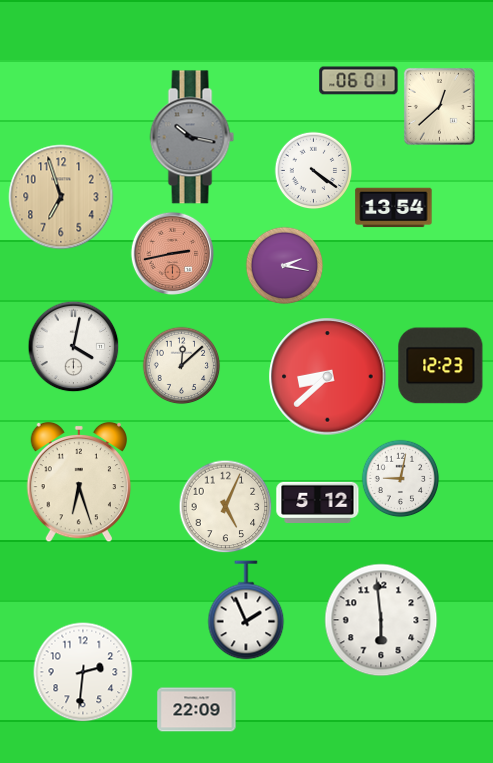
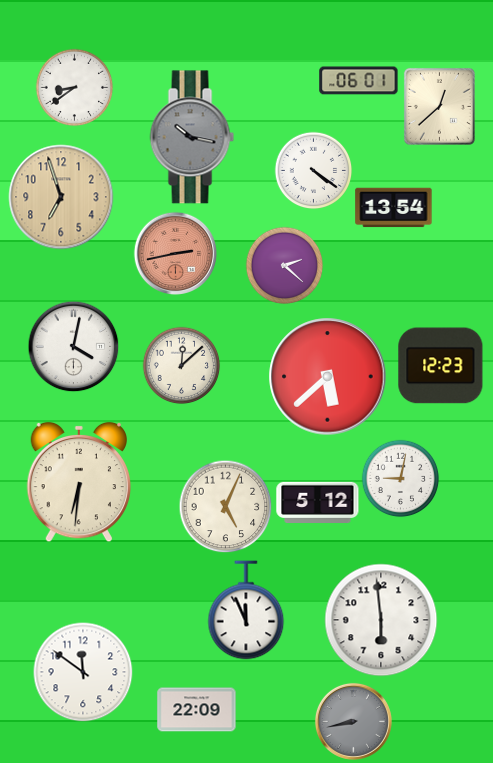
clock at (74, 87): none -> 8:39
clock at (172, 253) position: (172, 253) -> (175, 253)
clock at (284, 265): 2:17 -> 2:22
clock at (328, 377): 8:38 -> 5:38
clock at (79, 482): 6:27 -> 6:31
clock at (246, 610): 1:56 -> 11:56
clock at (83, 672): 2:31 -> 11:51
clock at (353, 721): none -> 8:43
